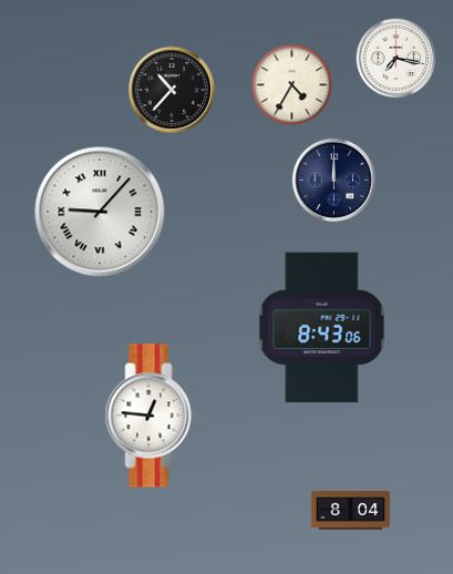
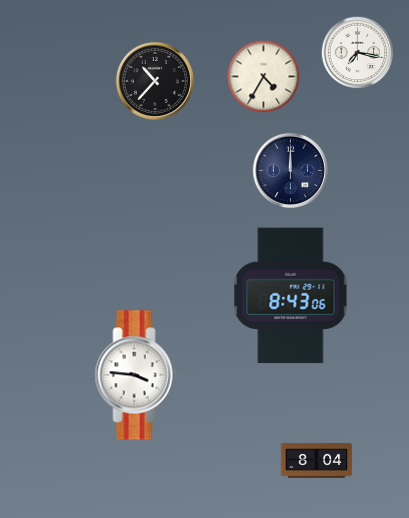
clock at (333, 180) position: (333, 180) -> (290, 170)
clock at (100, 212): 9:07 -> none
clock at (151, 416): 12:46 -> 3:46
